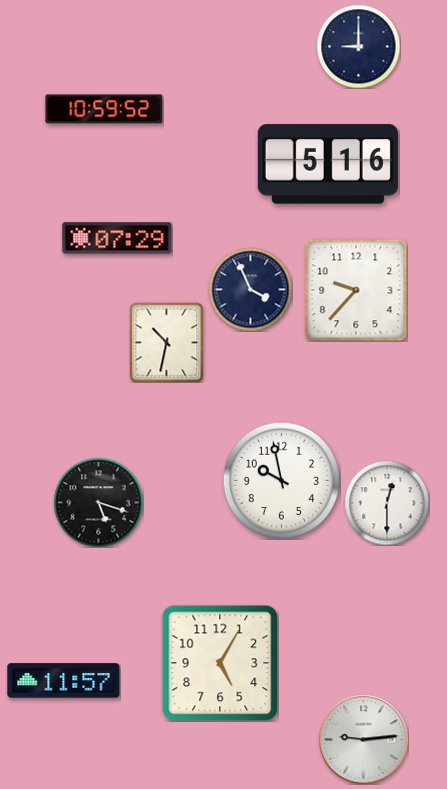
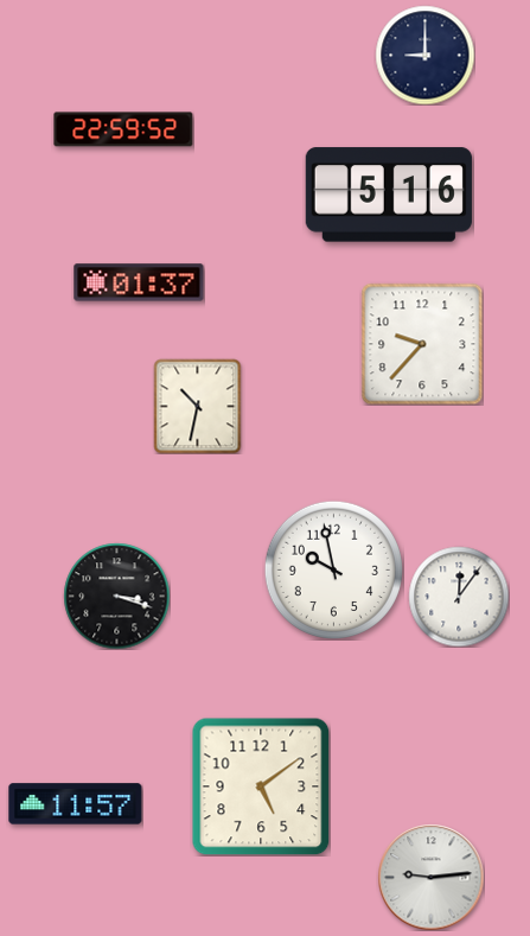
clock at (104, 109): 10:59 -> 22:59
clock at (117, 238): 07:29 -> 01:37
clock at (250, 289): 3:56 -> none
clock at (98, 502): 5:18 -> 3:18
clock at (387, 503): 12:30 -> 12:06
clock at (220, 663): 5:05 -> 5:09
clock at (64, 681) position: (64, 681) -> (76, 804)
